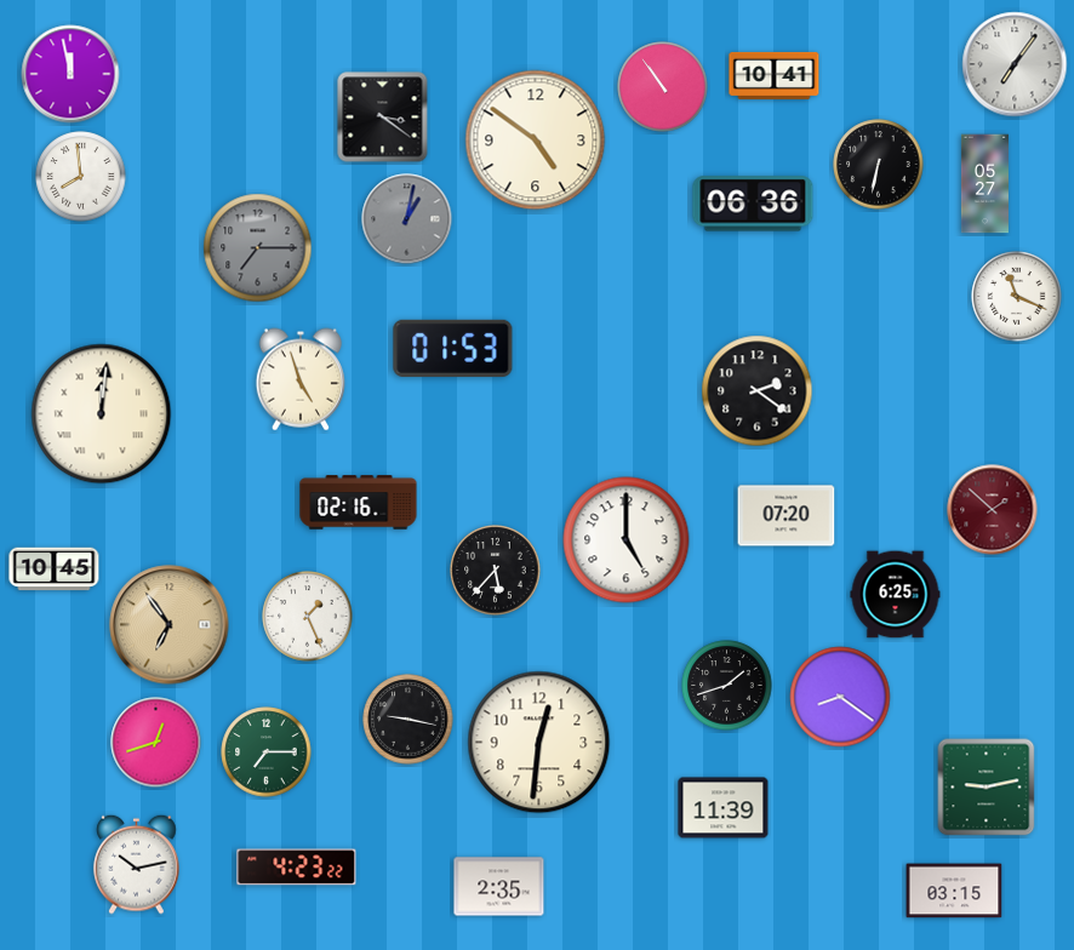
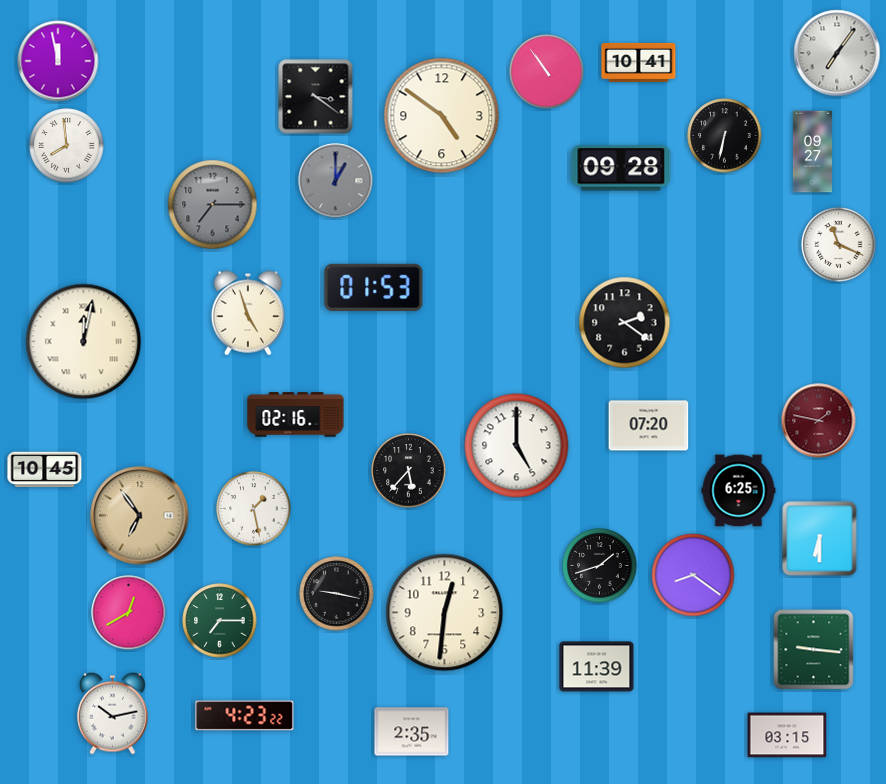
clock at (984, 184): 05:27 -> 09:27
clock at (753, 204): 06:36 -> 09:28
clock at (407, 219): 1:02 -> 1:00
clock at (102, 414): 12:01 -> 12:02
clock at (993, 510): 1:52 -> 1:47
clock at (308, 617): 1:26 -> 1:28
clock at (820, 539): none -> 6:30
clock at (156, 743): 12:42 -> 12:40
clock at (987, 788): 9:13 -> 9:16
